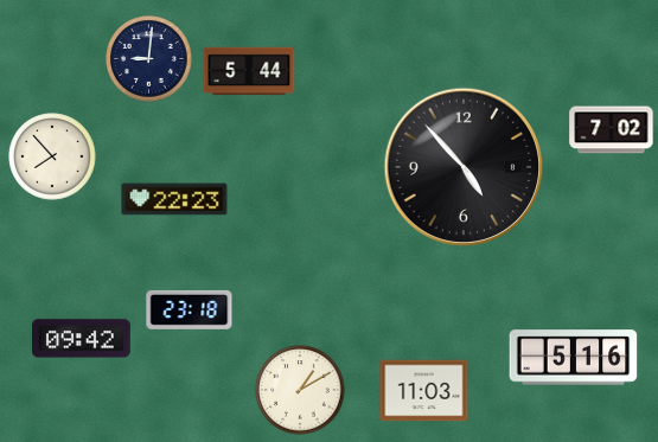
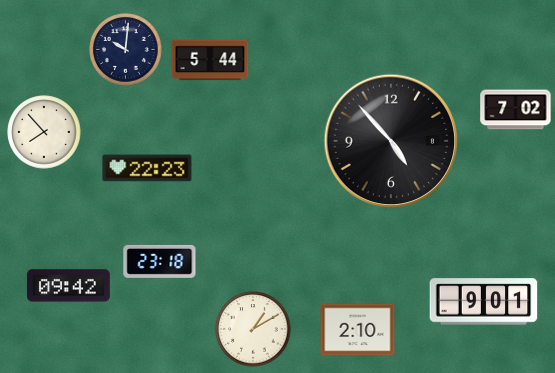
clock at (149, 59): 9:01 -> 10:01
clock at (574, 358): 5:16 -> 9:01
clock at (424, 391): 11:03 -> 2:10
